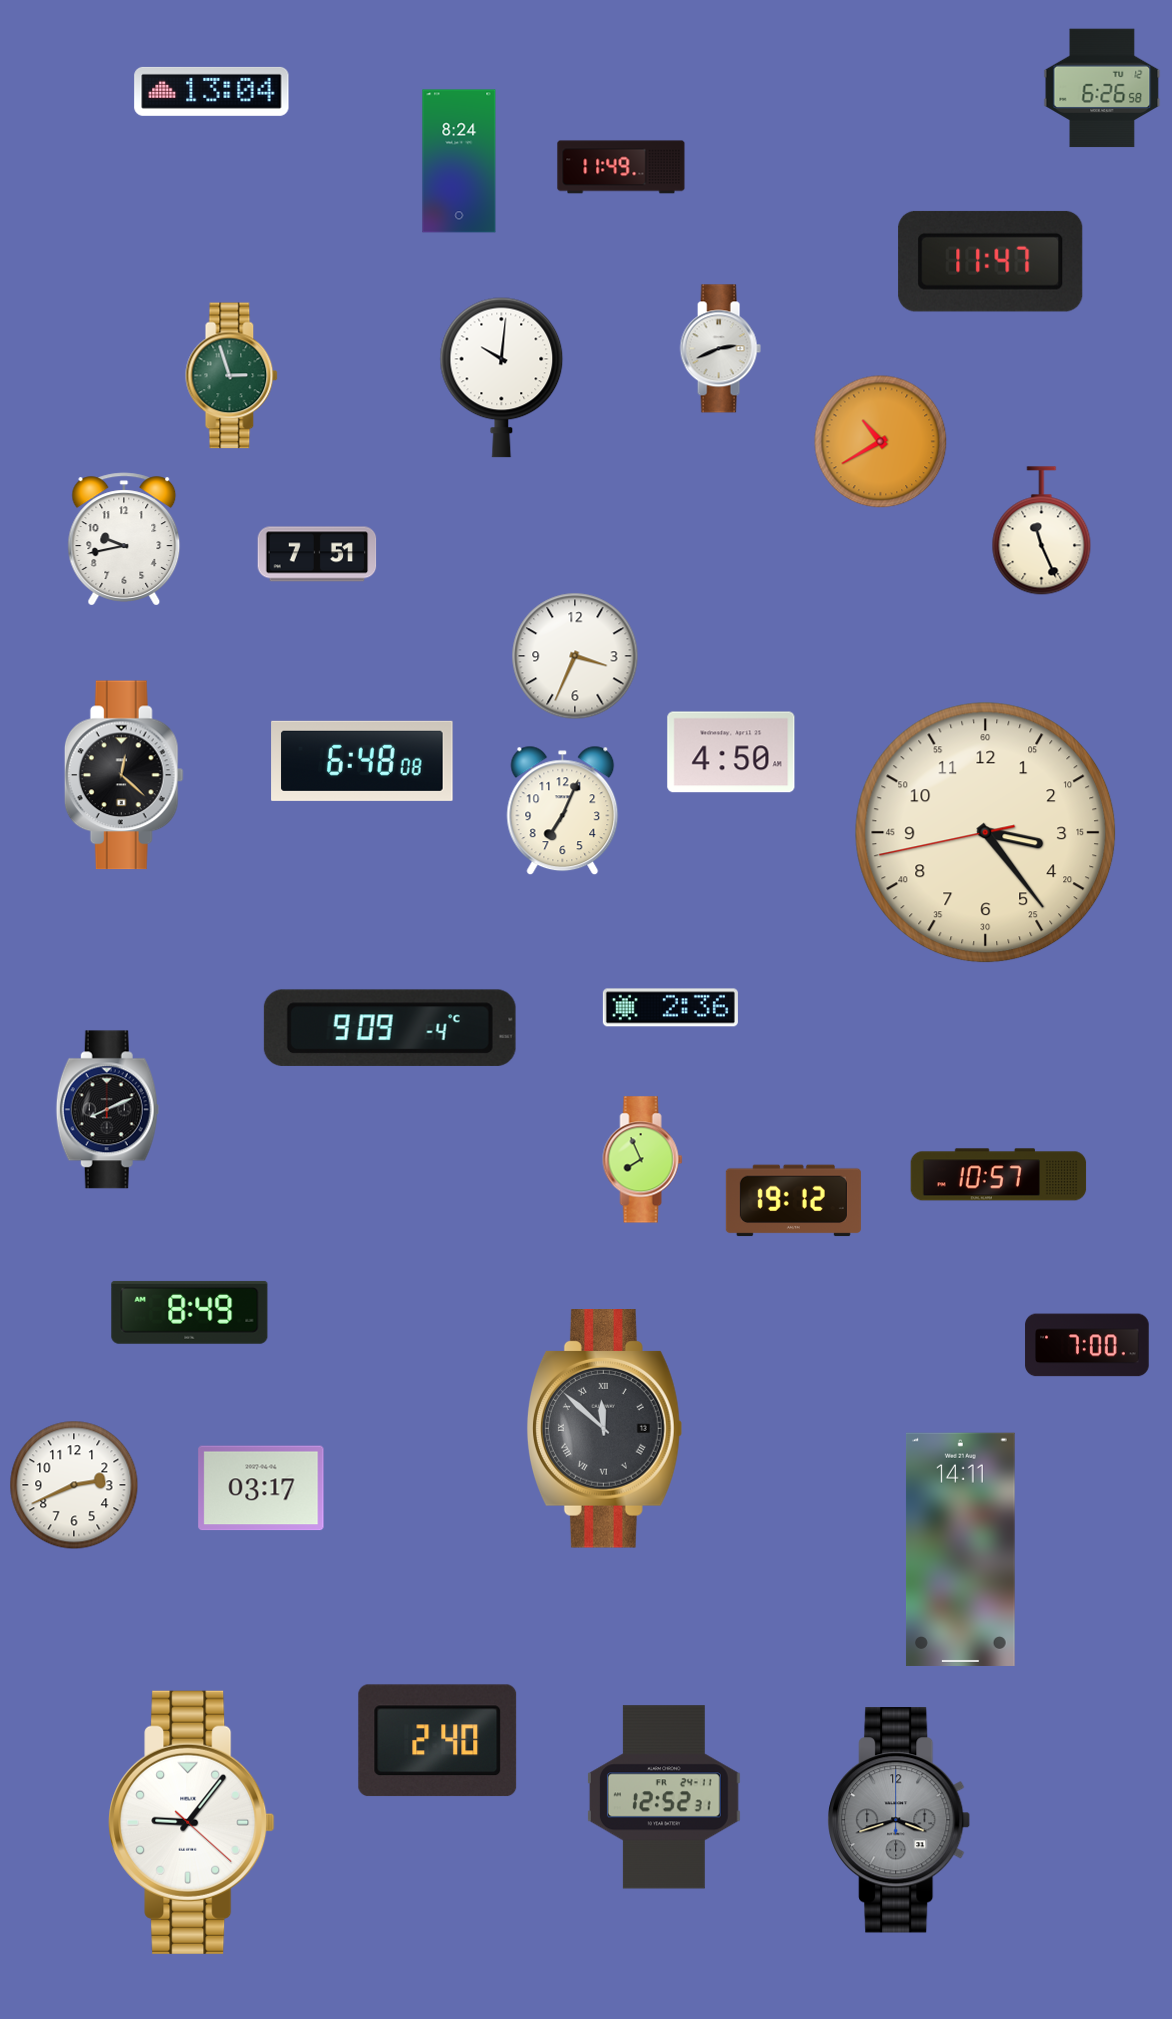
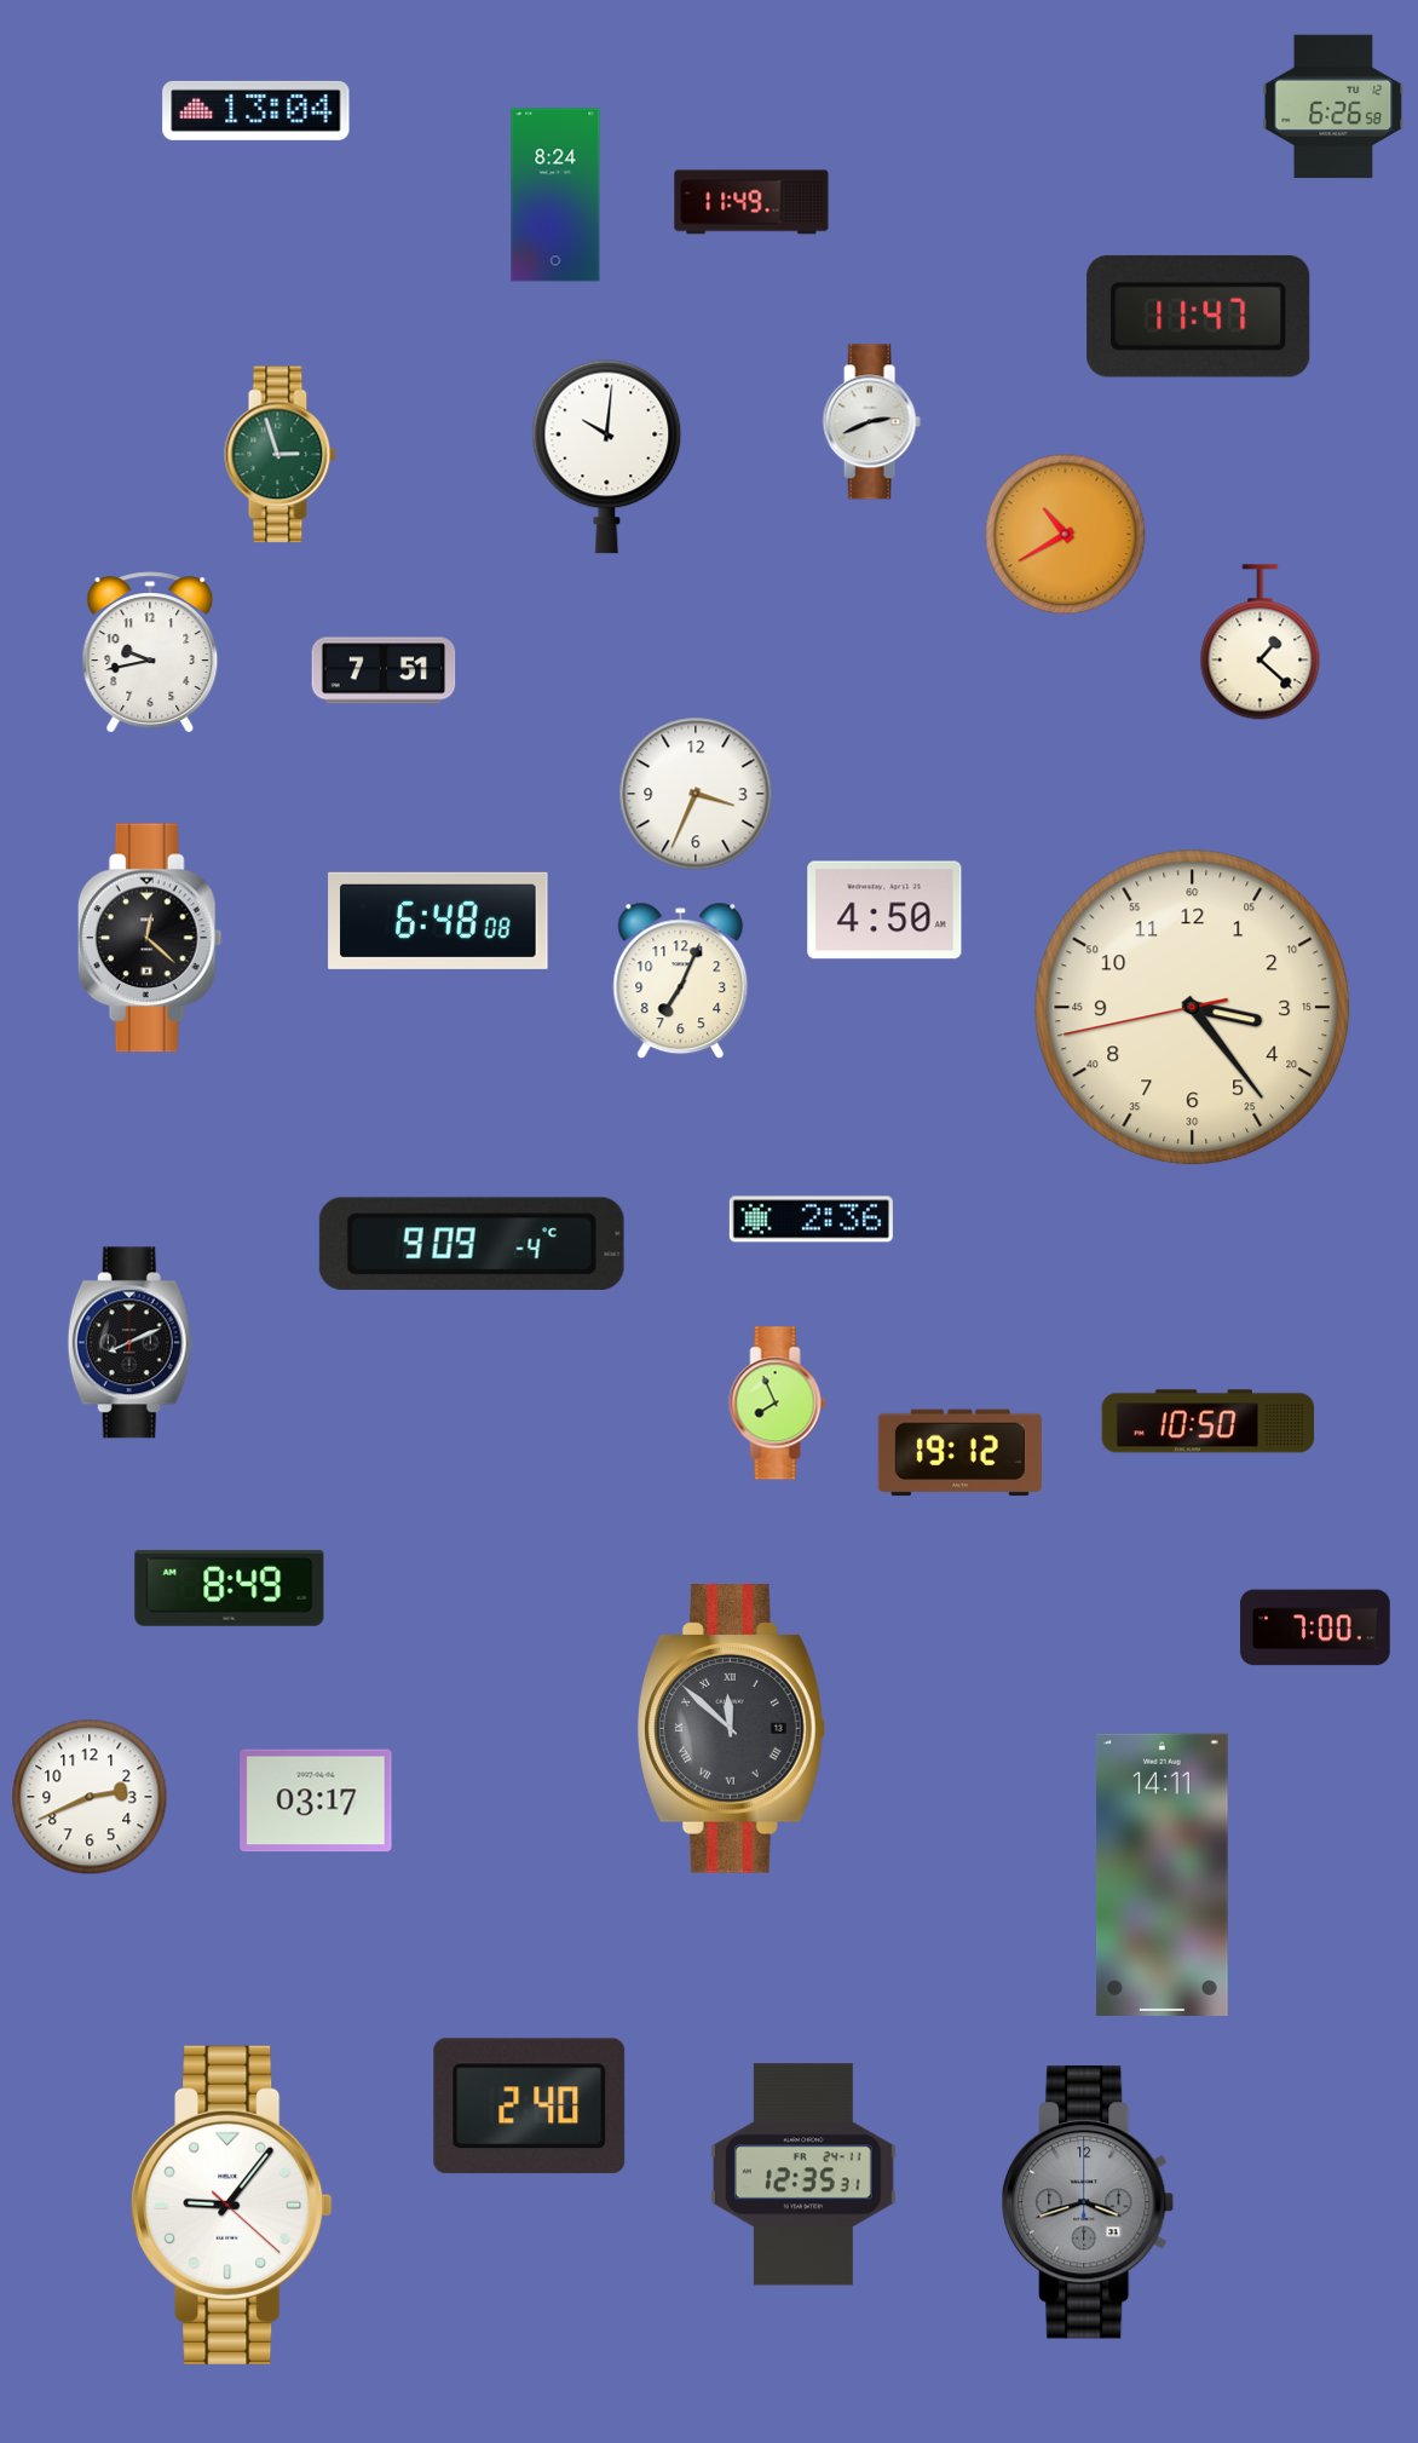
clock at (1042, 531): 11:26 -> 1:22
clock at (999, 1175): 10:57 -> 10:50
clock at (664, 1797): 12:52 -> 12:35
